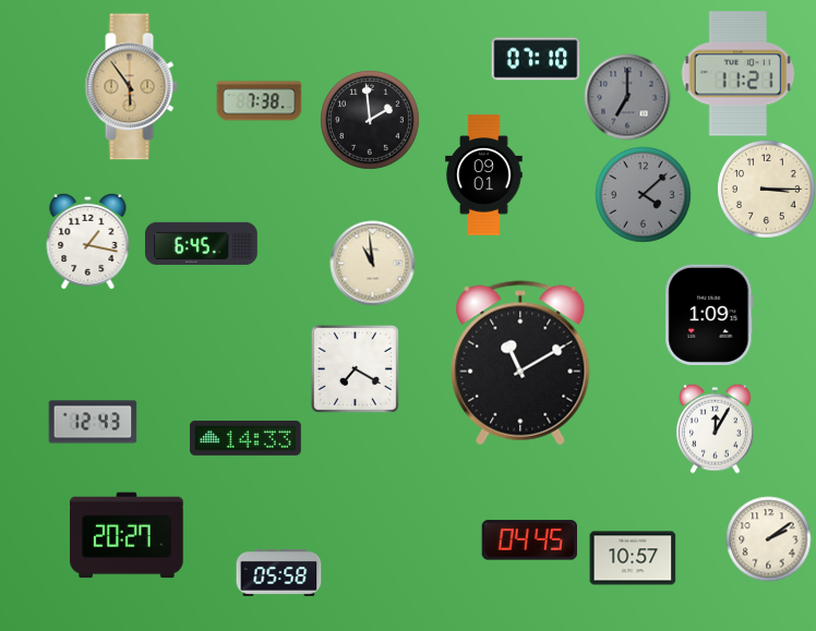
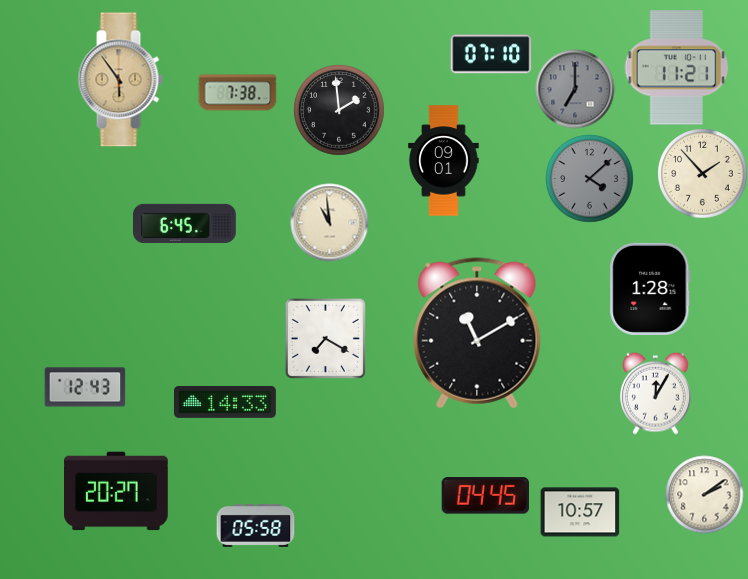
clock at (766, 189): 3:15 -> 1:53
clock at (88, 241): 1:17 -> none
clock at (372, 263) position: (372, 263) -> (329, 222)
clock at (709, 315): 1:09 -> 1:28
